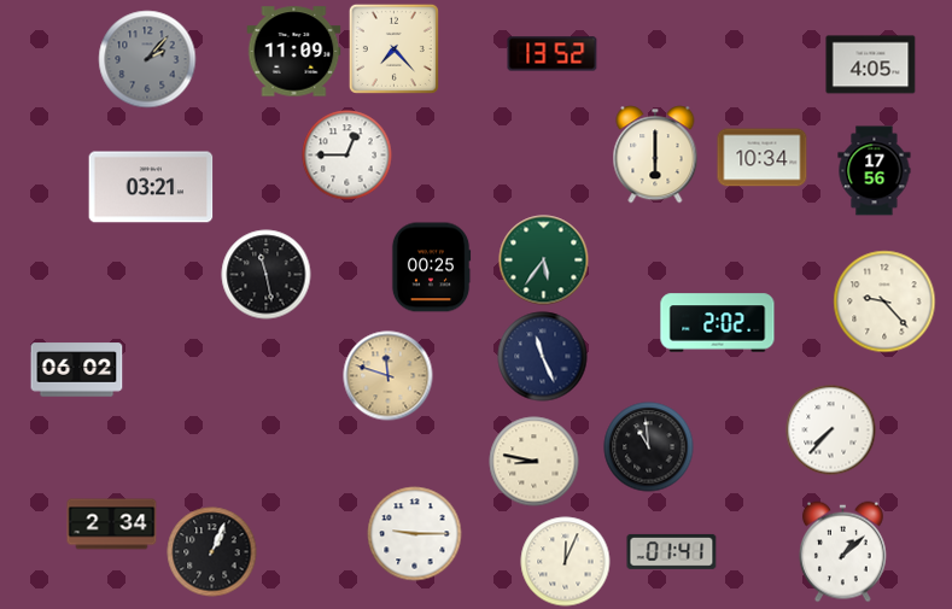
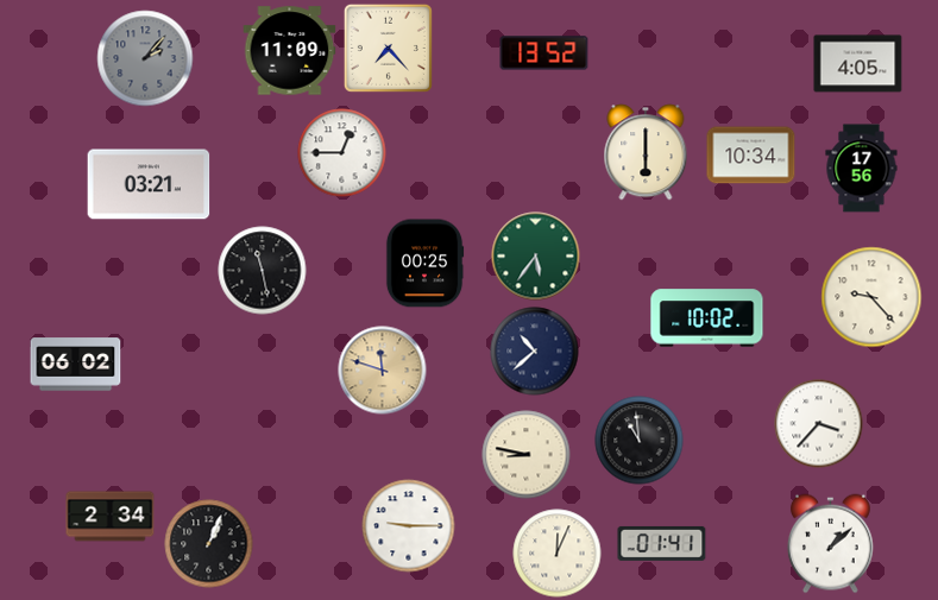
clock at (718, 323): 2:02 -> 10:02
clock at (543, 357): 11:26 -> 10:38
clock at (831, 431): 7:37 -> 3:37
